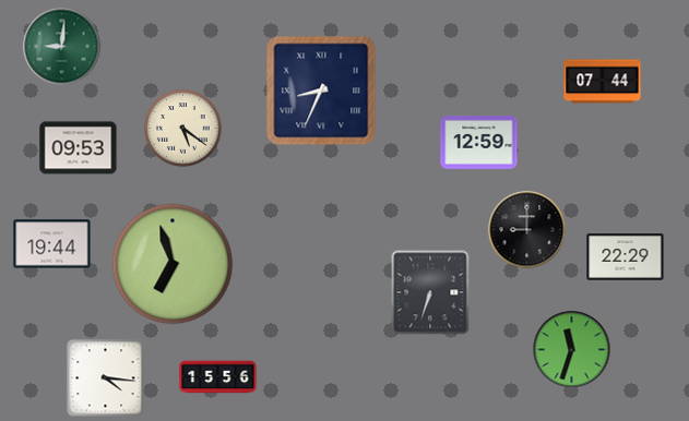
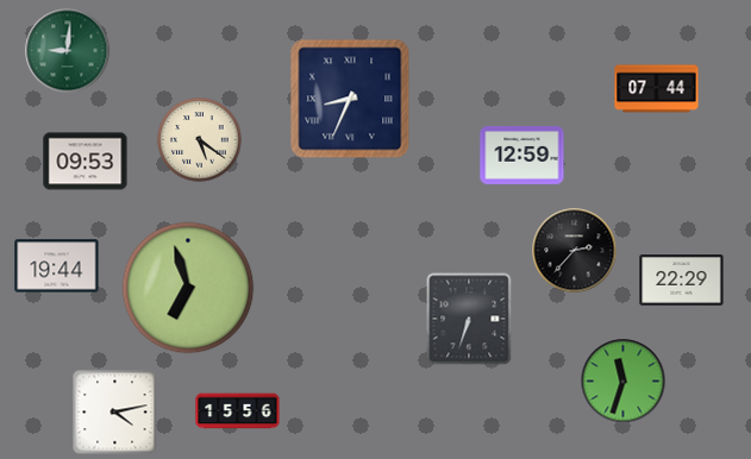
clock at (527, 230): 9:00 -> 2:37
clock at (106, 378): 4:16 -> 4:13
